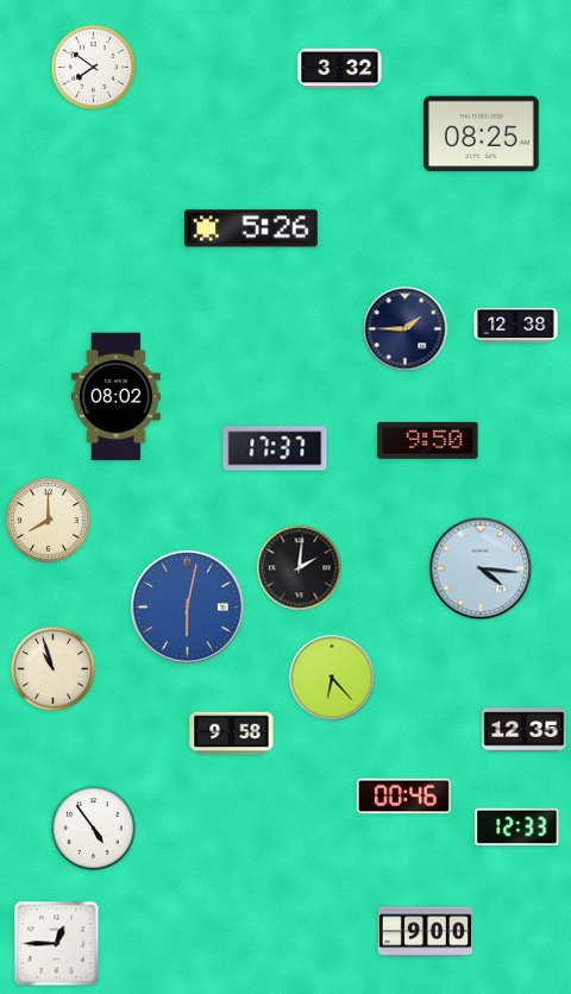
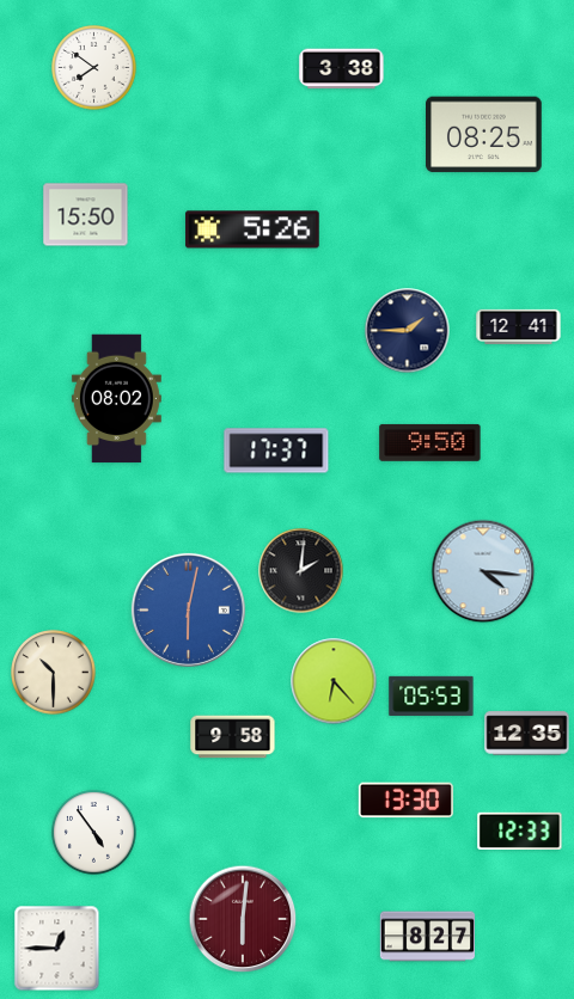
clock at (340, 69): 3:32 -> 3:38
clock at (86, 215): none -> 15:50
clock at (516, 325): 12:38 -> 12:41
clock at (49, 521): 8:00 -> none
clock at (54, 669): 10:57 -> 10:30
clock at (432, 695): none -> 05:53
clock at (403, 797): 00:46 -> 13:30
clock at (243, 919): none -> 6:01
clock at (425, 932): 9:00 -> 8:27
